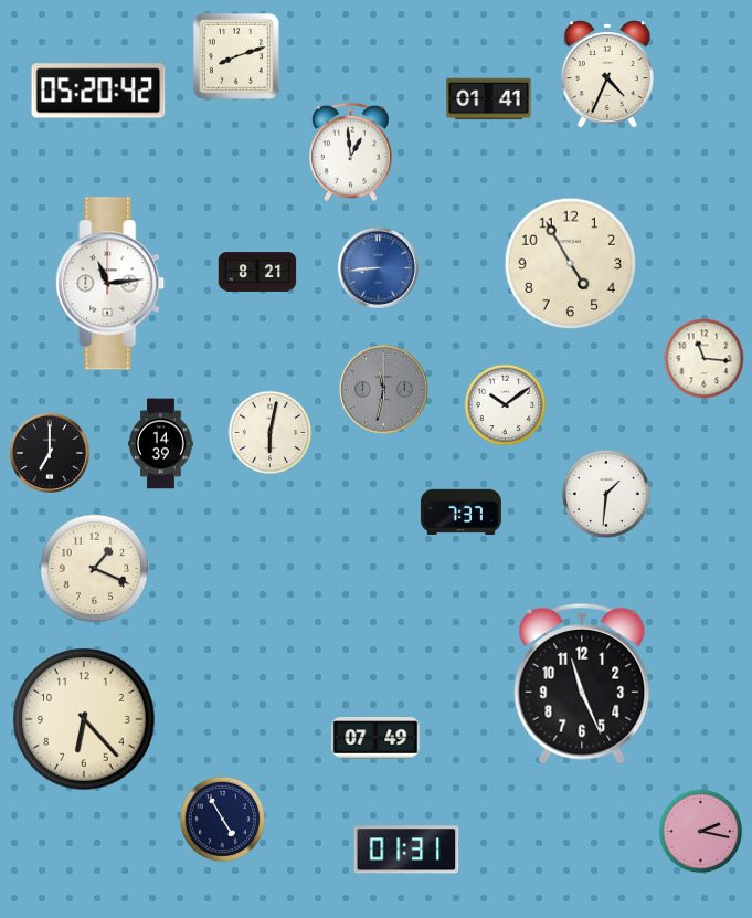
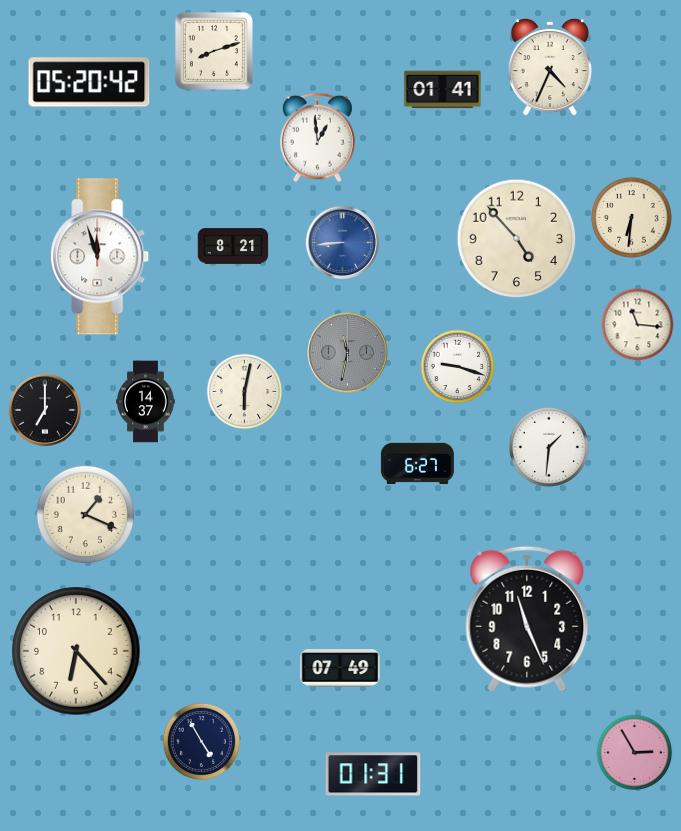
clock at (632, 218): none -> 6:31
clock at (571, 264): 4:55 -> 4:53
clock at (110, 284): 11:14 -> 11:57
clock at (506, 405): 10:09 -> 9:18
clock at (161, 444): 14:39 -> 14:37
clock at (460, 511): 7:37 -> 6:27
clock at (701, 832): 2:17 -> 2:55
clock at (406, 850) position: (406, 850) -> (373, 774)
